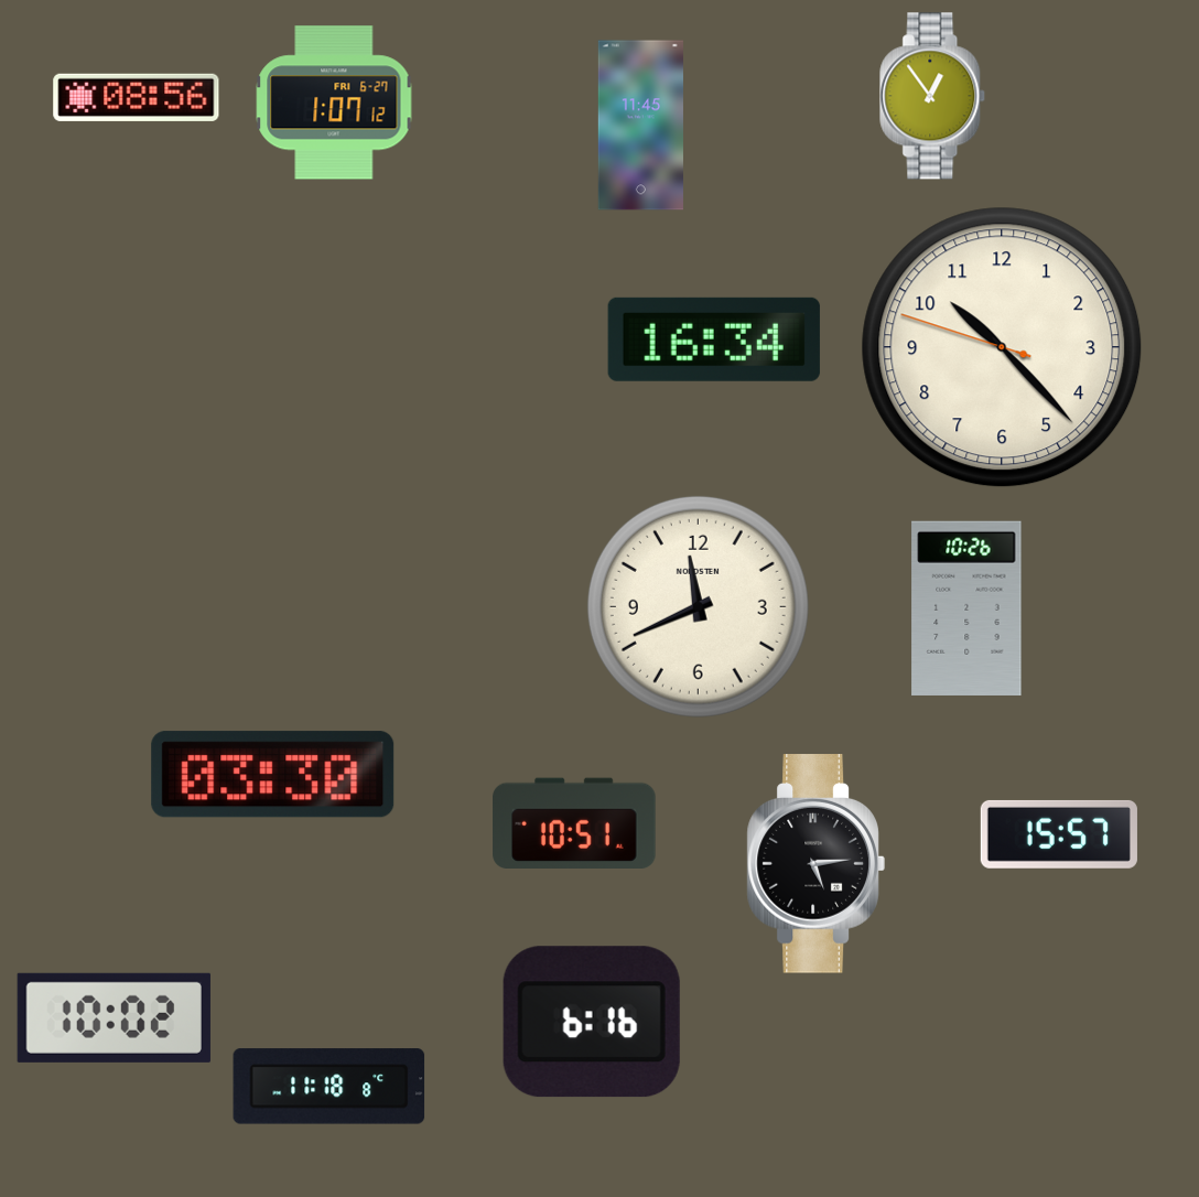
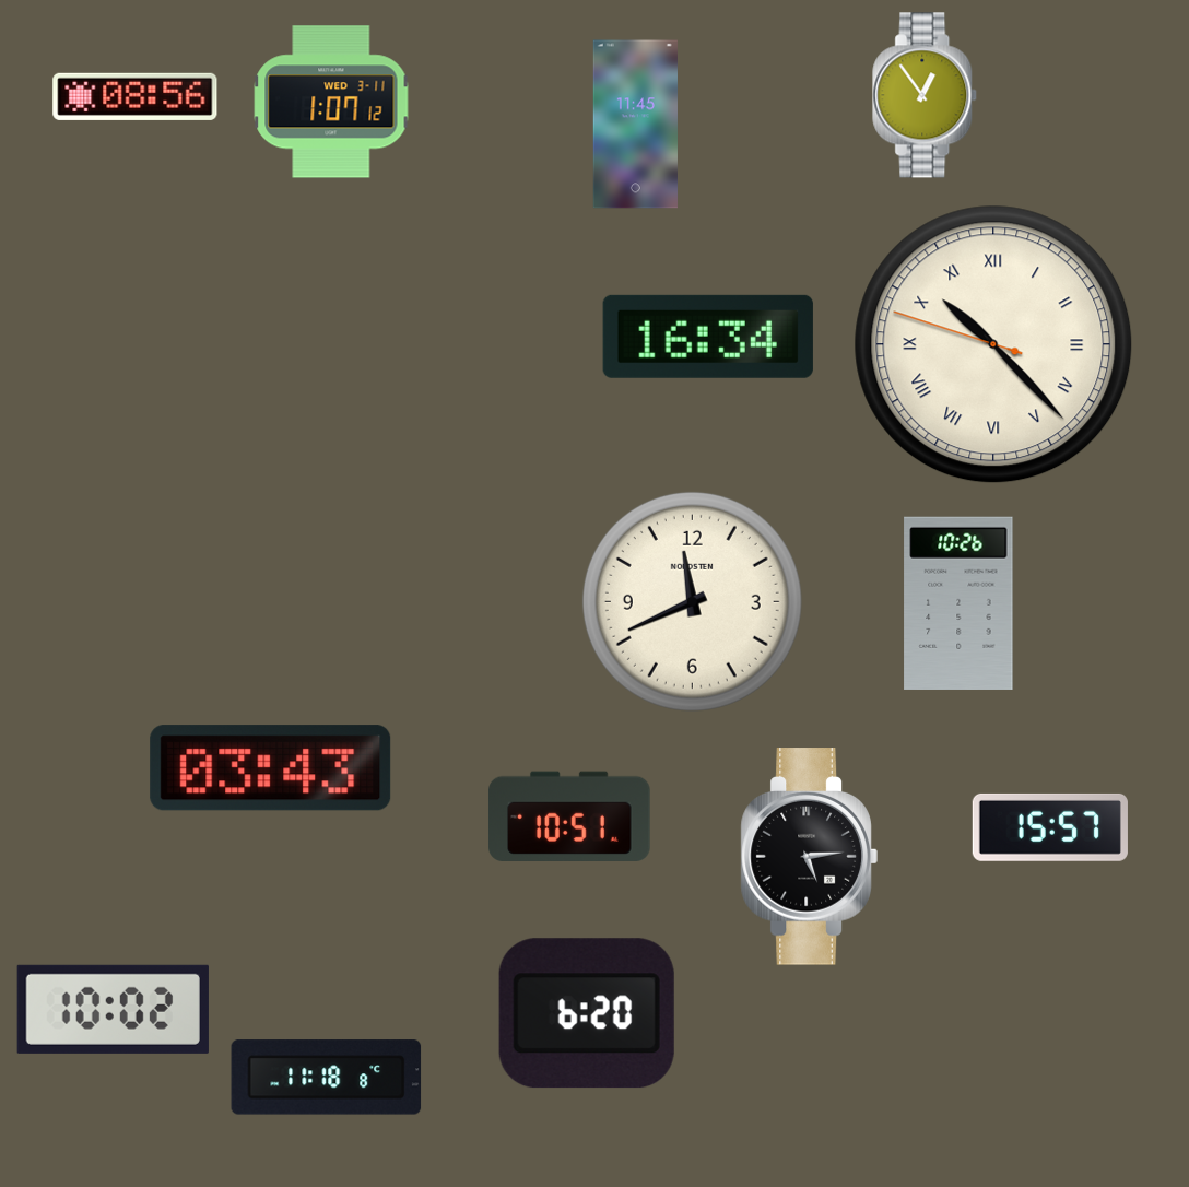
clock at (334, 103) date: FRI 6-27 -> WED 3-11
clock at (1002, 347) numerals: Arabic -> Roman
clock at (273, 775): 03:30 -> 03:43
clock at (592, 1022): 6:16 -> 6:20
